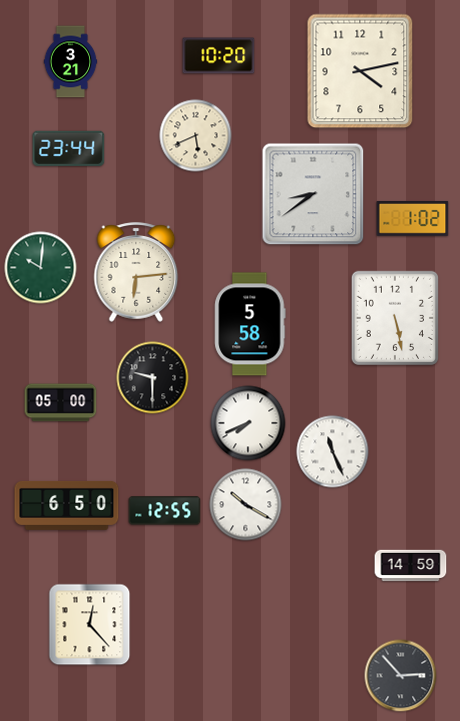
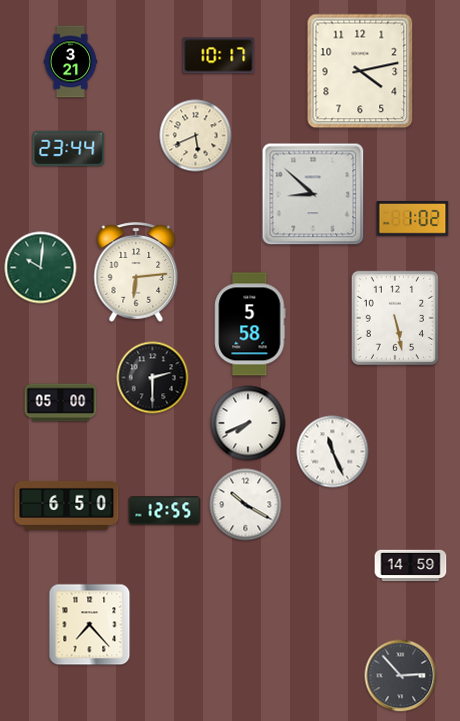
clock at (219, 56): 10:20 -> 10:17
clock at (313, 194): 8:39 -> 8:52
clock at (153, 378): 9:30 -> 2:30
clock at (90, 625): 12:23 -> 7:23
